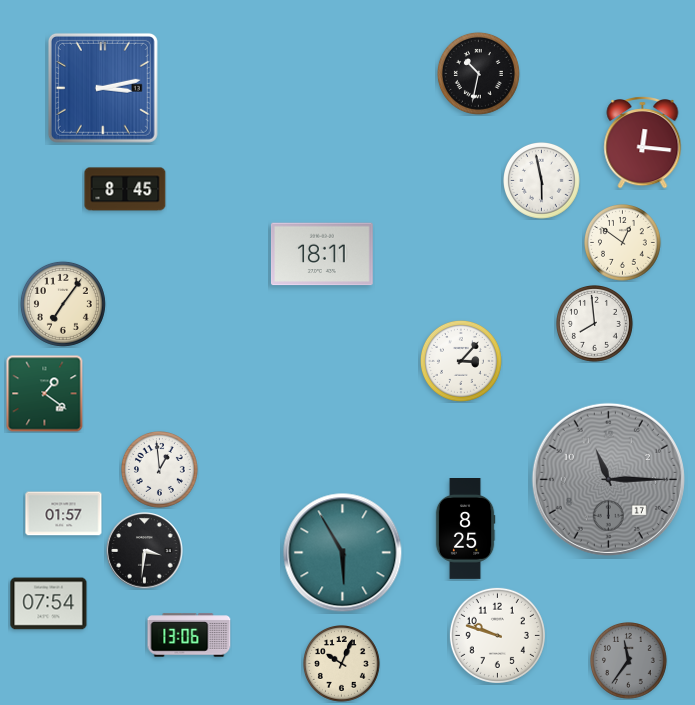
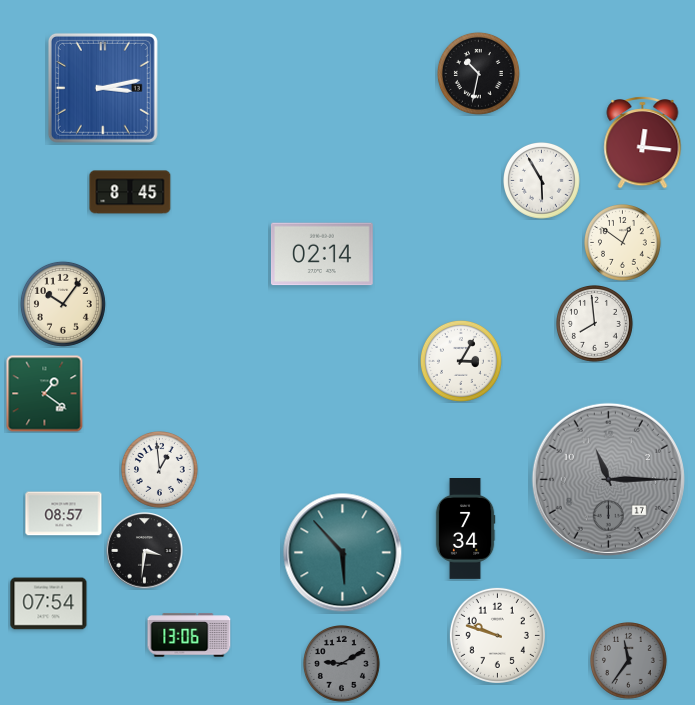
clock at (542, 181): 5:58 -> 5:55
clock at (125, 189) position: (125, 189) -> (130, 192)
clock at (322, 254): 18:11 -> 02:14
clock at (63, 304): 7:06 -> 10:06
clock at (461, 361): 3:07 -> 3:05
clock at (64, 514): 01:57 -> 08:57
clock at (465, 529): 8:25 -> 7:34
clock at (343, 553): 5:55 -> 5:53
clock at (342, 664): 10:04 -> 9:10
clock at (342, 664) dial: cream -> grey
